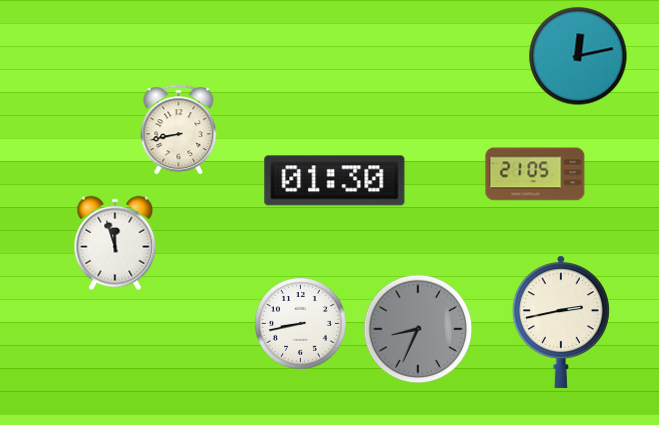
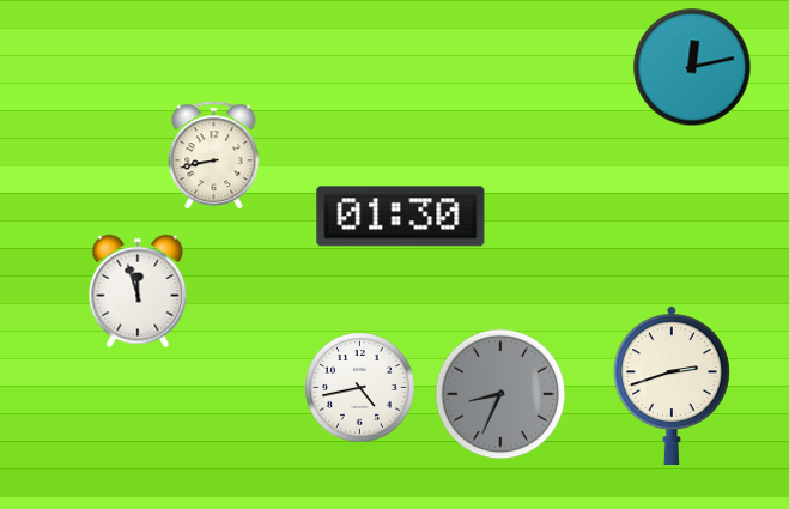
clock at (535, 174): 21:05 -> none
clock at (561, 321): 2:43 -> 2:42
clock at (301, 324): 8:43 -> 4:43
